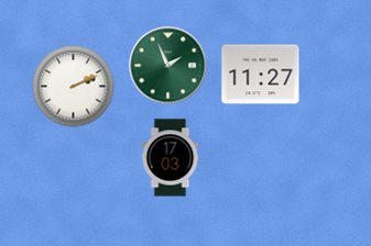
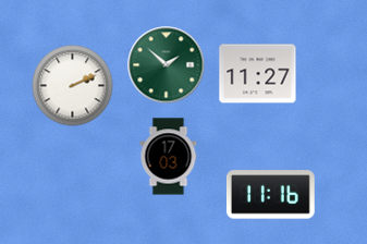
clock at (168, 66): 1:56 -> 1:52
clock at (270, 195): none -> 11:16
